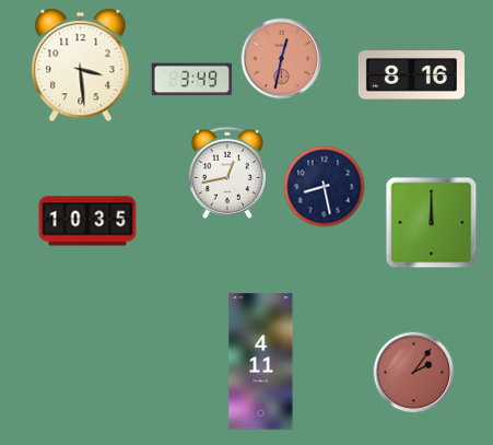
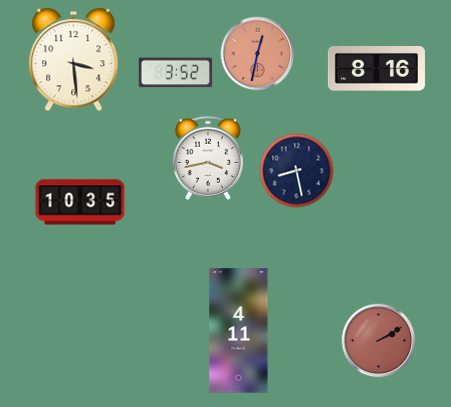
clock at (192, 80): 3:49 -> 3:52
clock at (227, 173): 12:43 -> 3:43
clock at (432, 223): 12:00 -> none
clock at (414, 373): 2:06 -> 2:10
